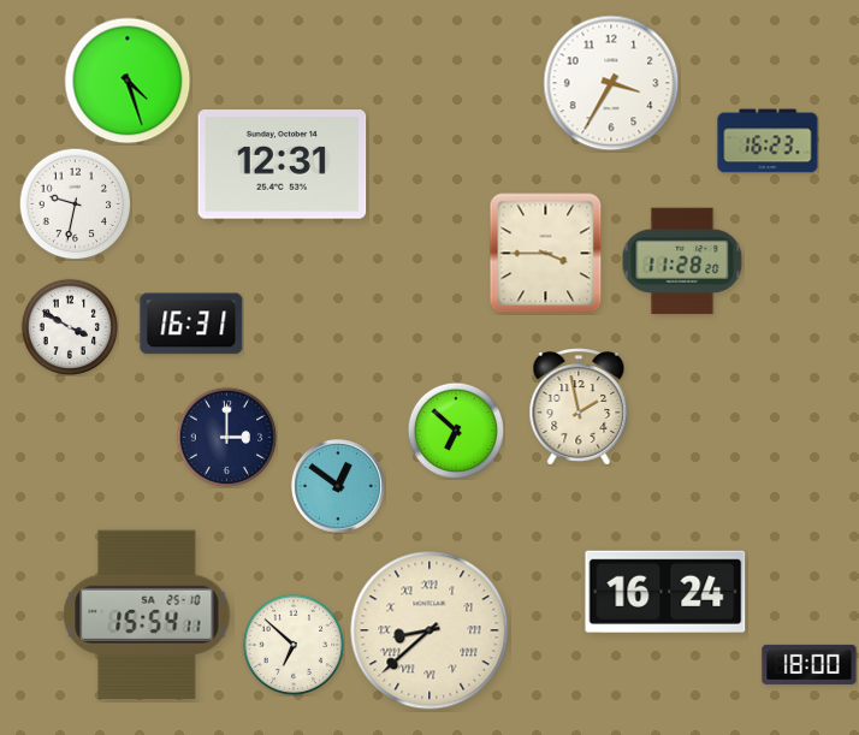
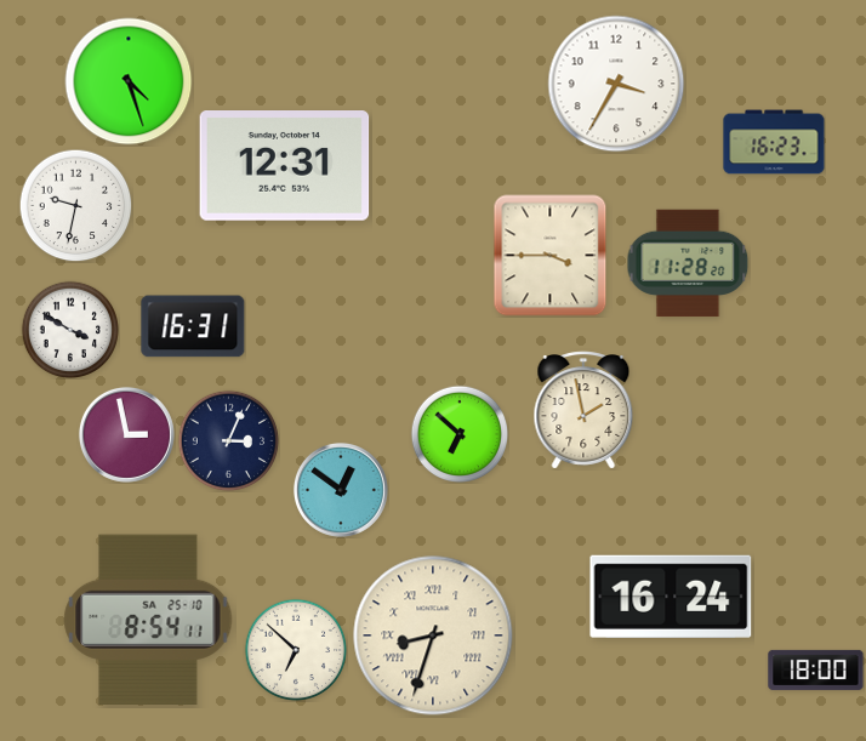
clock at (126, 434): none -> 2:58
clock at (226, 437): 3:00 -> 3:04
clock at (147, 615): 15:54 -> 8:54
clock at (429, 630): 8:38 -> 8:33
